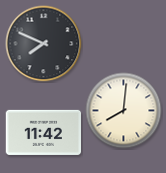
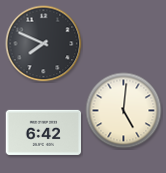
clock at (124, 111): 8:01 -> 5:01
clock at (43, 132): 11:42 -> 6:42
